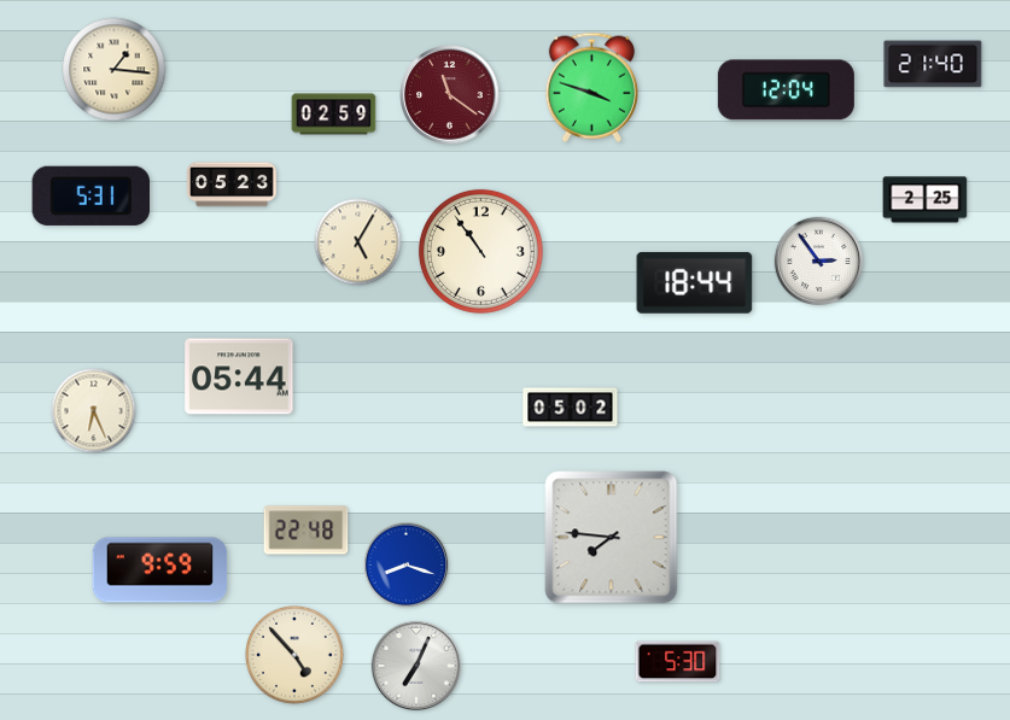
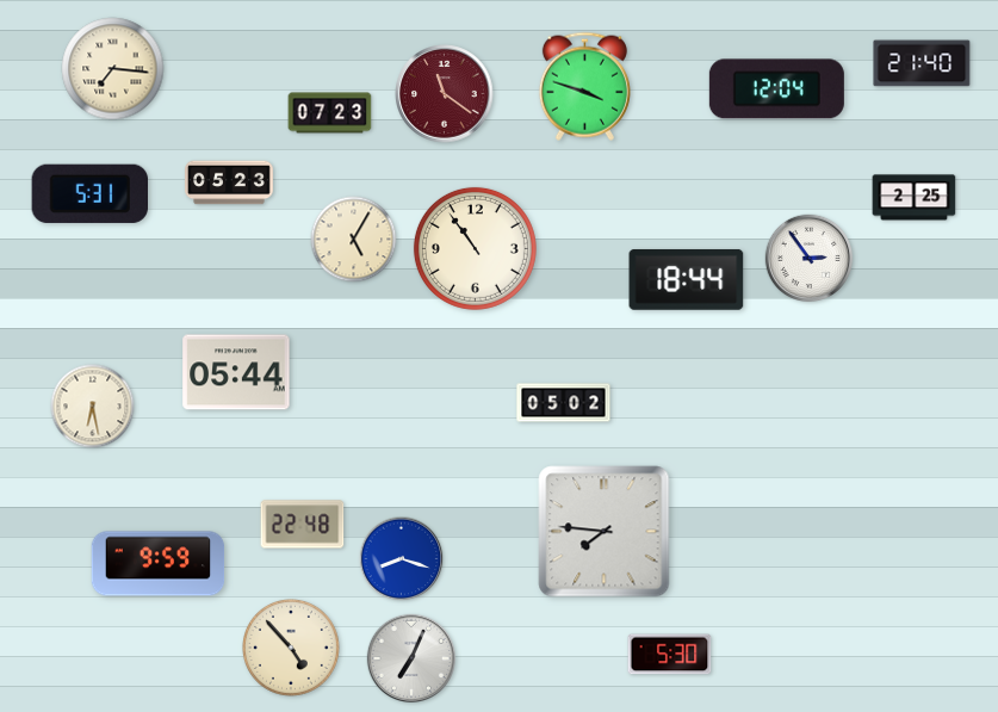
clock at (115, 70): 1:16 -> 7:16
clock at (334, 115): 02:59 -> 07:23
clock at (94, 411): 6:26 -> 6:28
